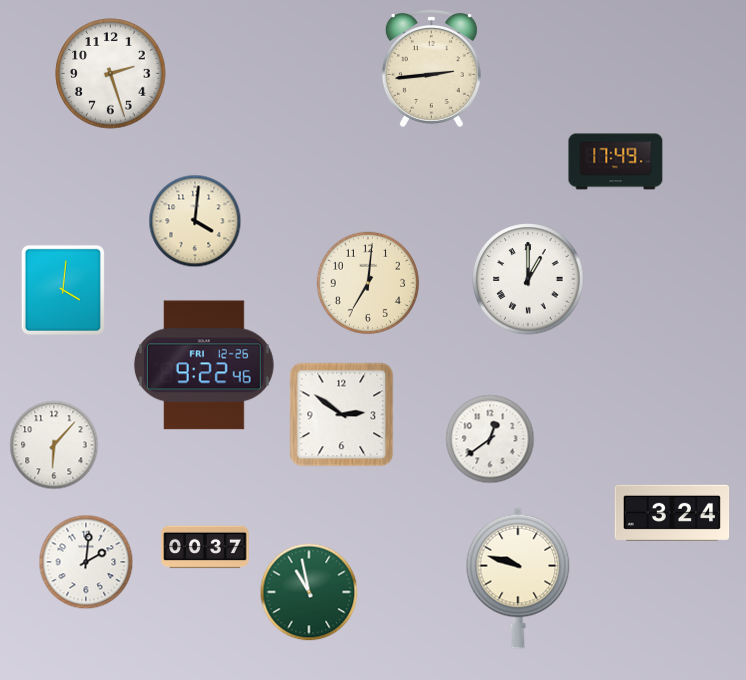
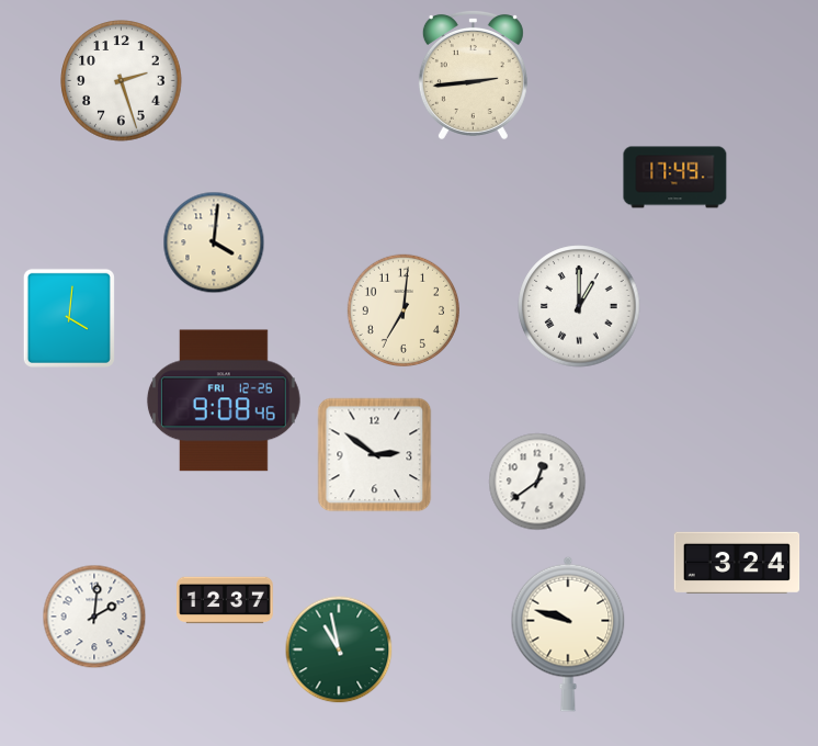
clock at (204, 365): 9:22 -> 9:08
clock at (54, 445): 6:07 -> none
clock at (205, 547): 00:37 -> 12:37
